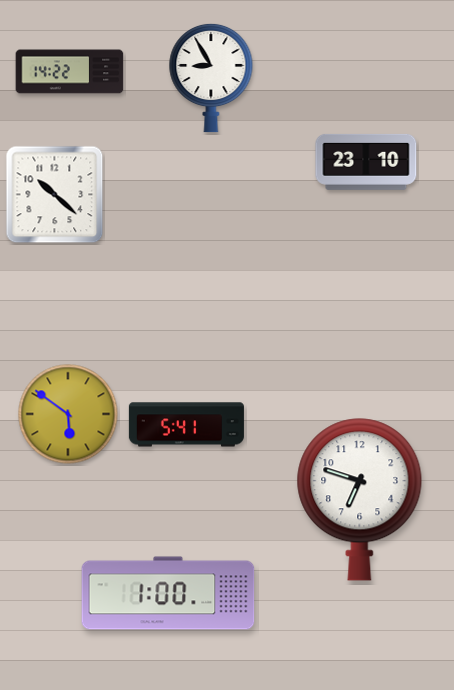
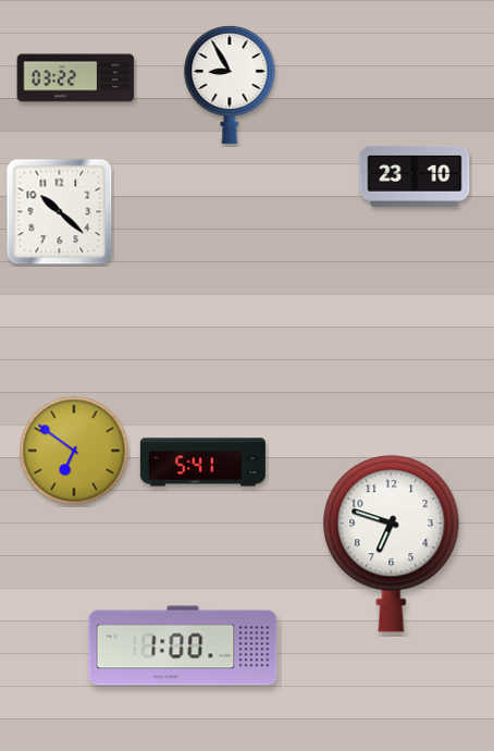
clock at (70, 72): 14:22 -> 03:22
clock at (366, 162) position: (366, 162) -> (415, 176)
clock at (68, 414): 5:51 -> 6:51
